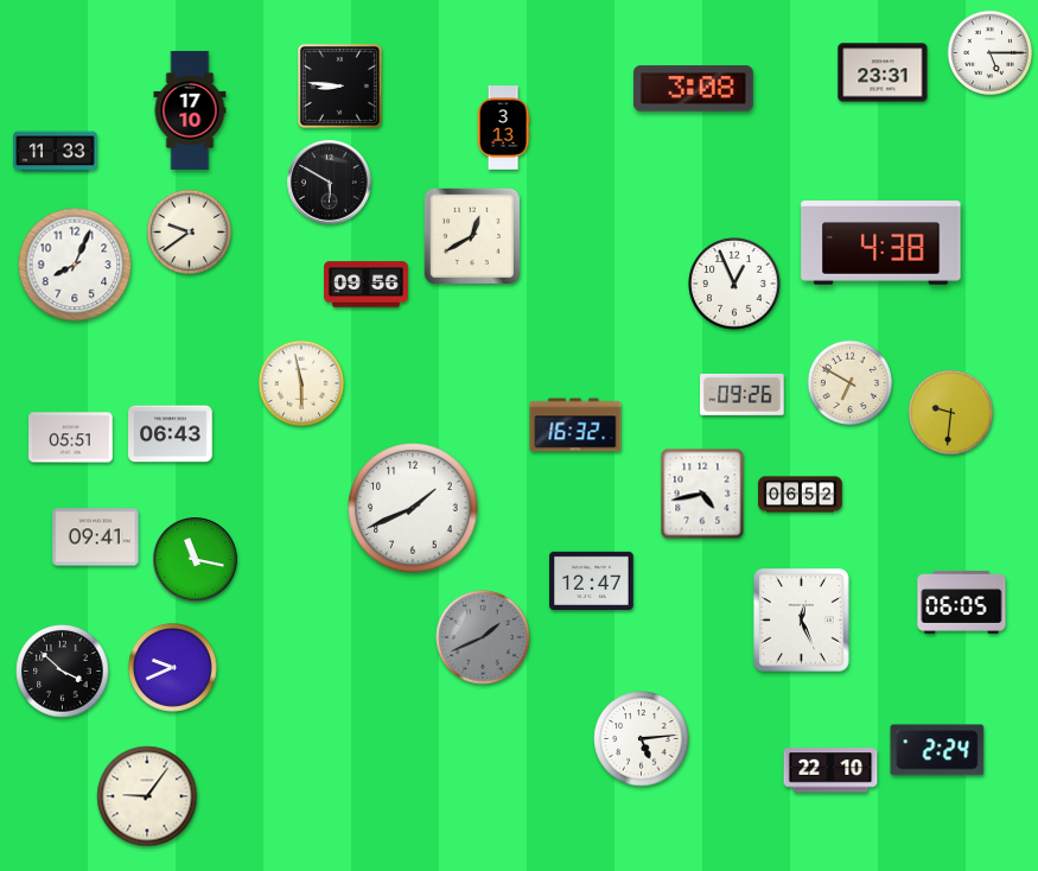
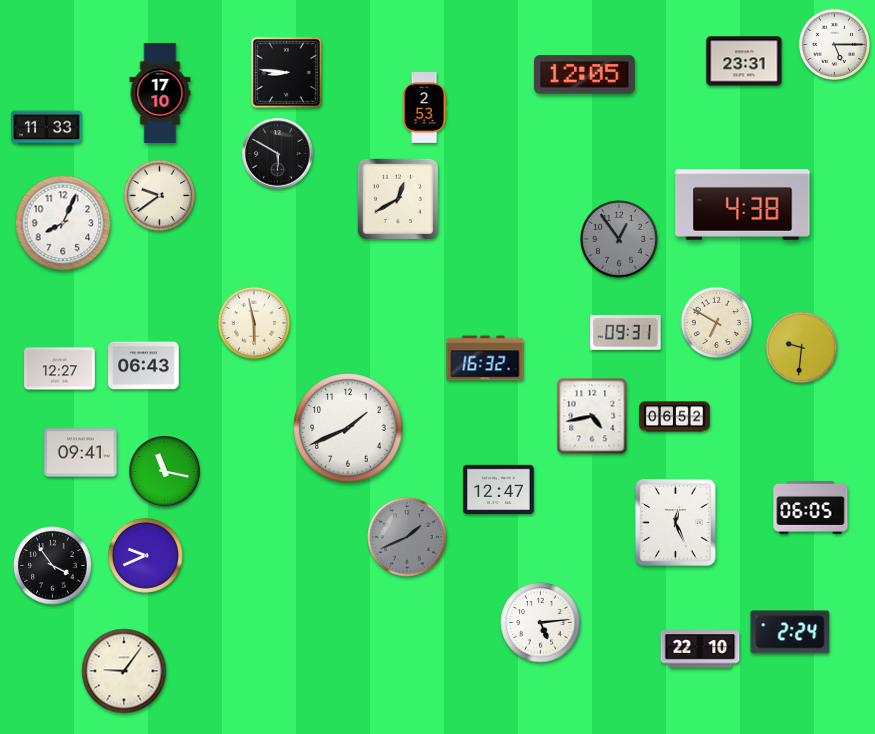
clock at (693, 89): 3:08 -> 12:05
clock at (503, 128): 3:13 -> 2:53
clock at (734, 284): 12:56 -> 12:54
clock at (734, 284) dial: white -> grey
clock at (367, 285): 09:56 -> none
clock at (743, 394): 09:26 -> 09:31
clock at (71, 438): 05:51 -> 12:27
clock at (172, 667) position: (172, 667) -> (145, 555)
clock at (63, 672): 3:52 -> 3:54
